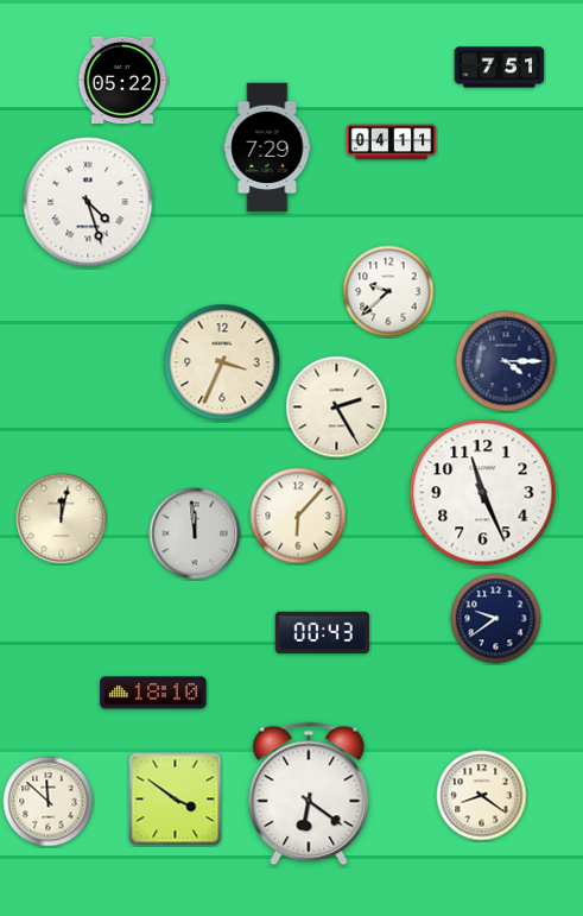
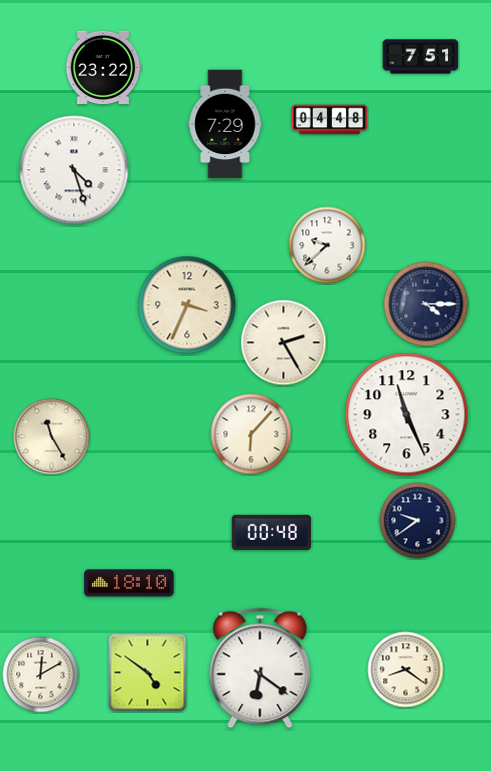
clock at (123, 80): 05:22 -> 23:22
clock at (392, 143): 04:11 -> 04:48
clock at (62, 519): 12:02 -> 11:25
clock at (195, 533): 11:59 -> none
clock at (322, 632): 00:43 -> 00:48
clock at (176, 800): 3:51 -> 4:51
clock at (49, 802): 11:52 -> 12:10
